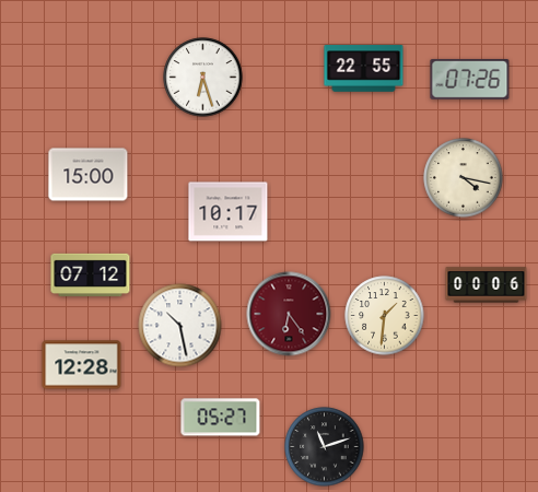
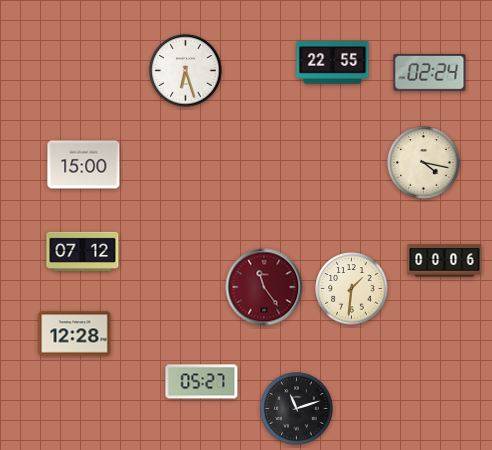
clock at (470, 79): 07:26 -> 02:24
clock at (89, 175) position: (89, 175) -> (84, 165)
clock at (229, 212): 10:17 -> none
clock at (289, 314): 6:24 -> 11:24
clock at (180, 326): 10:28 -> none
